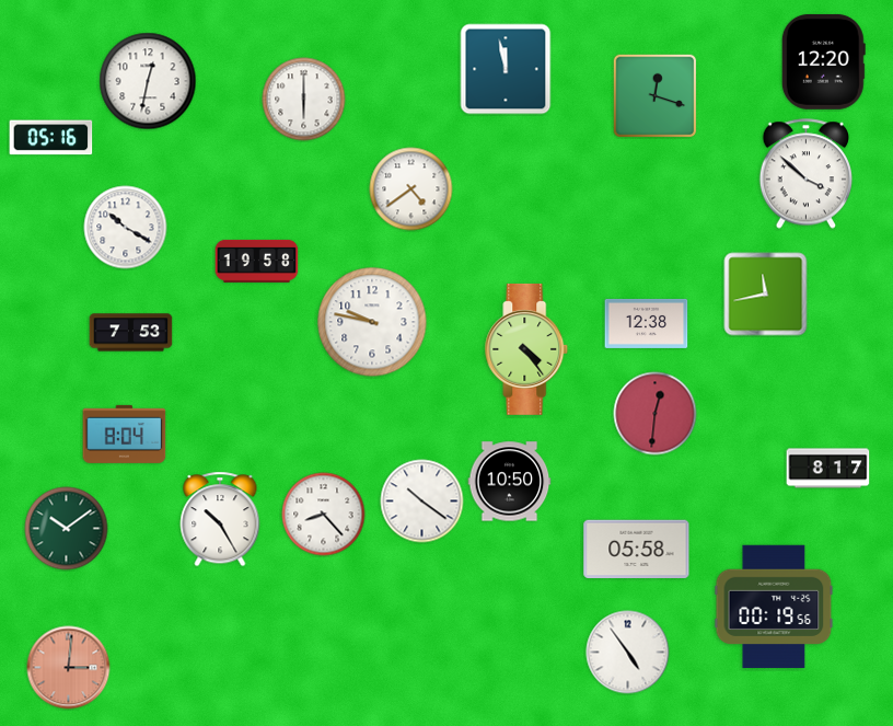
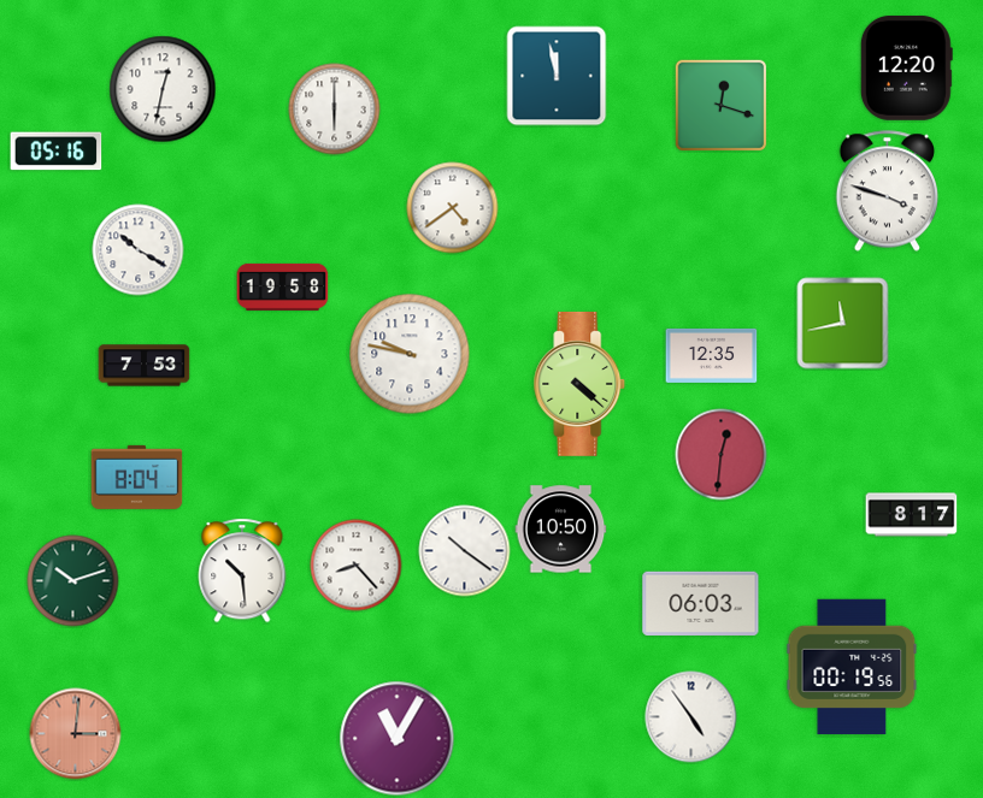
clock at (805, 174): 3:52 -> 3:48
clock at (647, 323): 12:38 -> 12:35
clock at (526, 349): 4:24 -> 4:22
clock at (220, 519): 10:25 -> 10:29
clock at (67, 529): 10:09 -> 10:12
clock at (637, 549): 05:58 -> 06:03
clock at (398, 739): none -> 11:05
